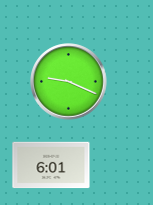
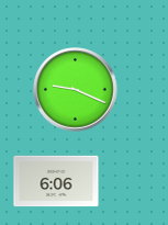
clock at (51, 165): 6:01 -> 6:06
